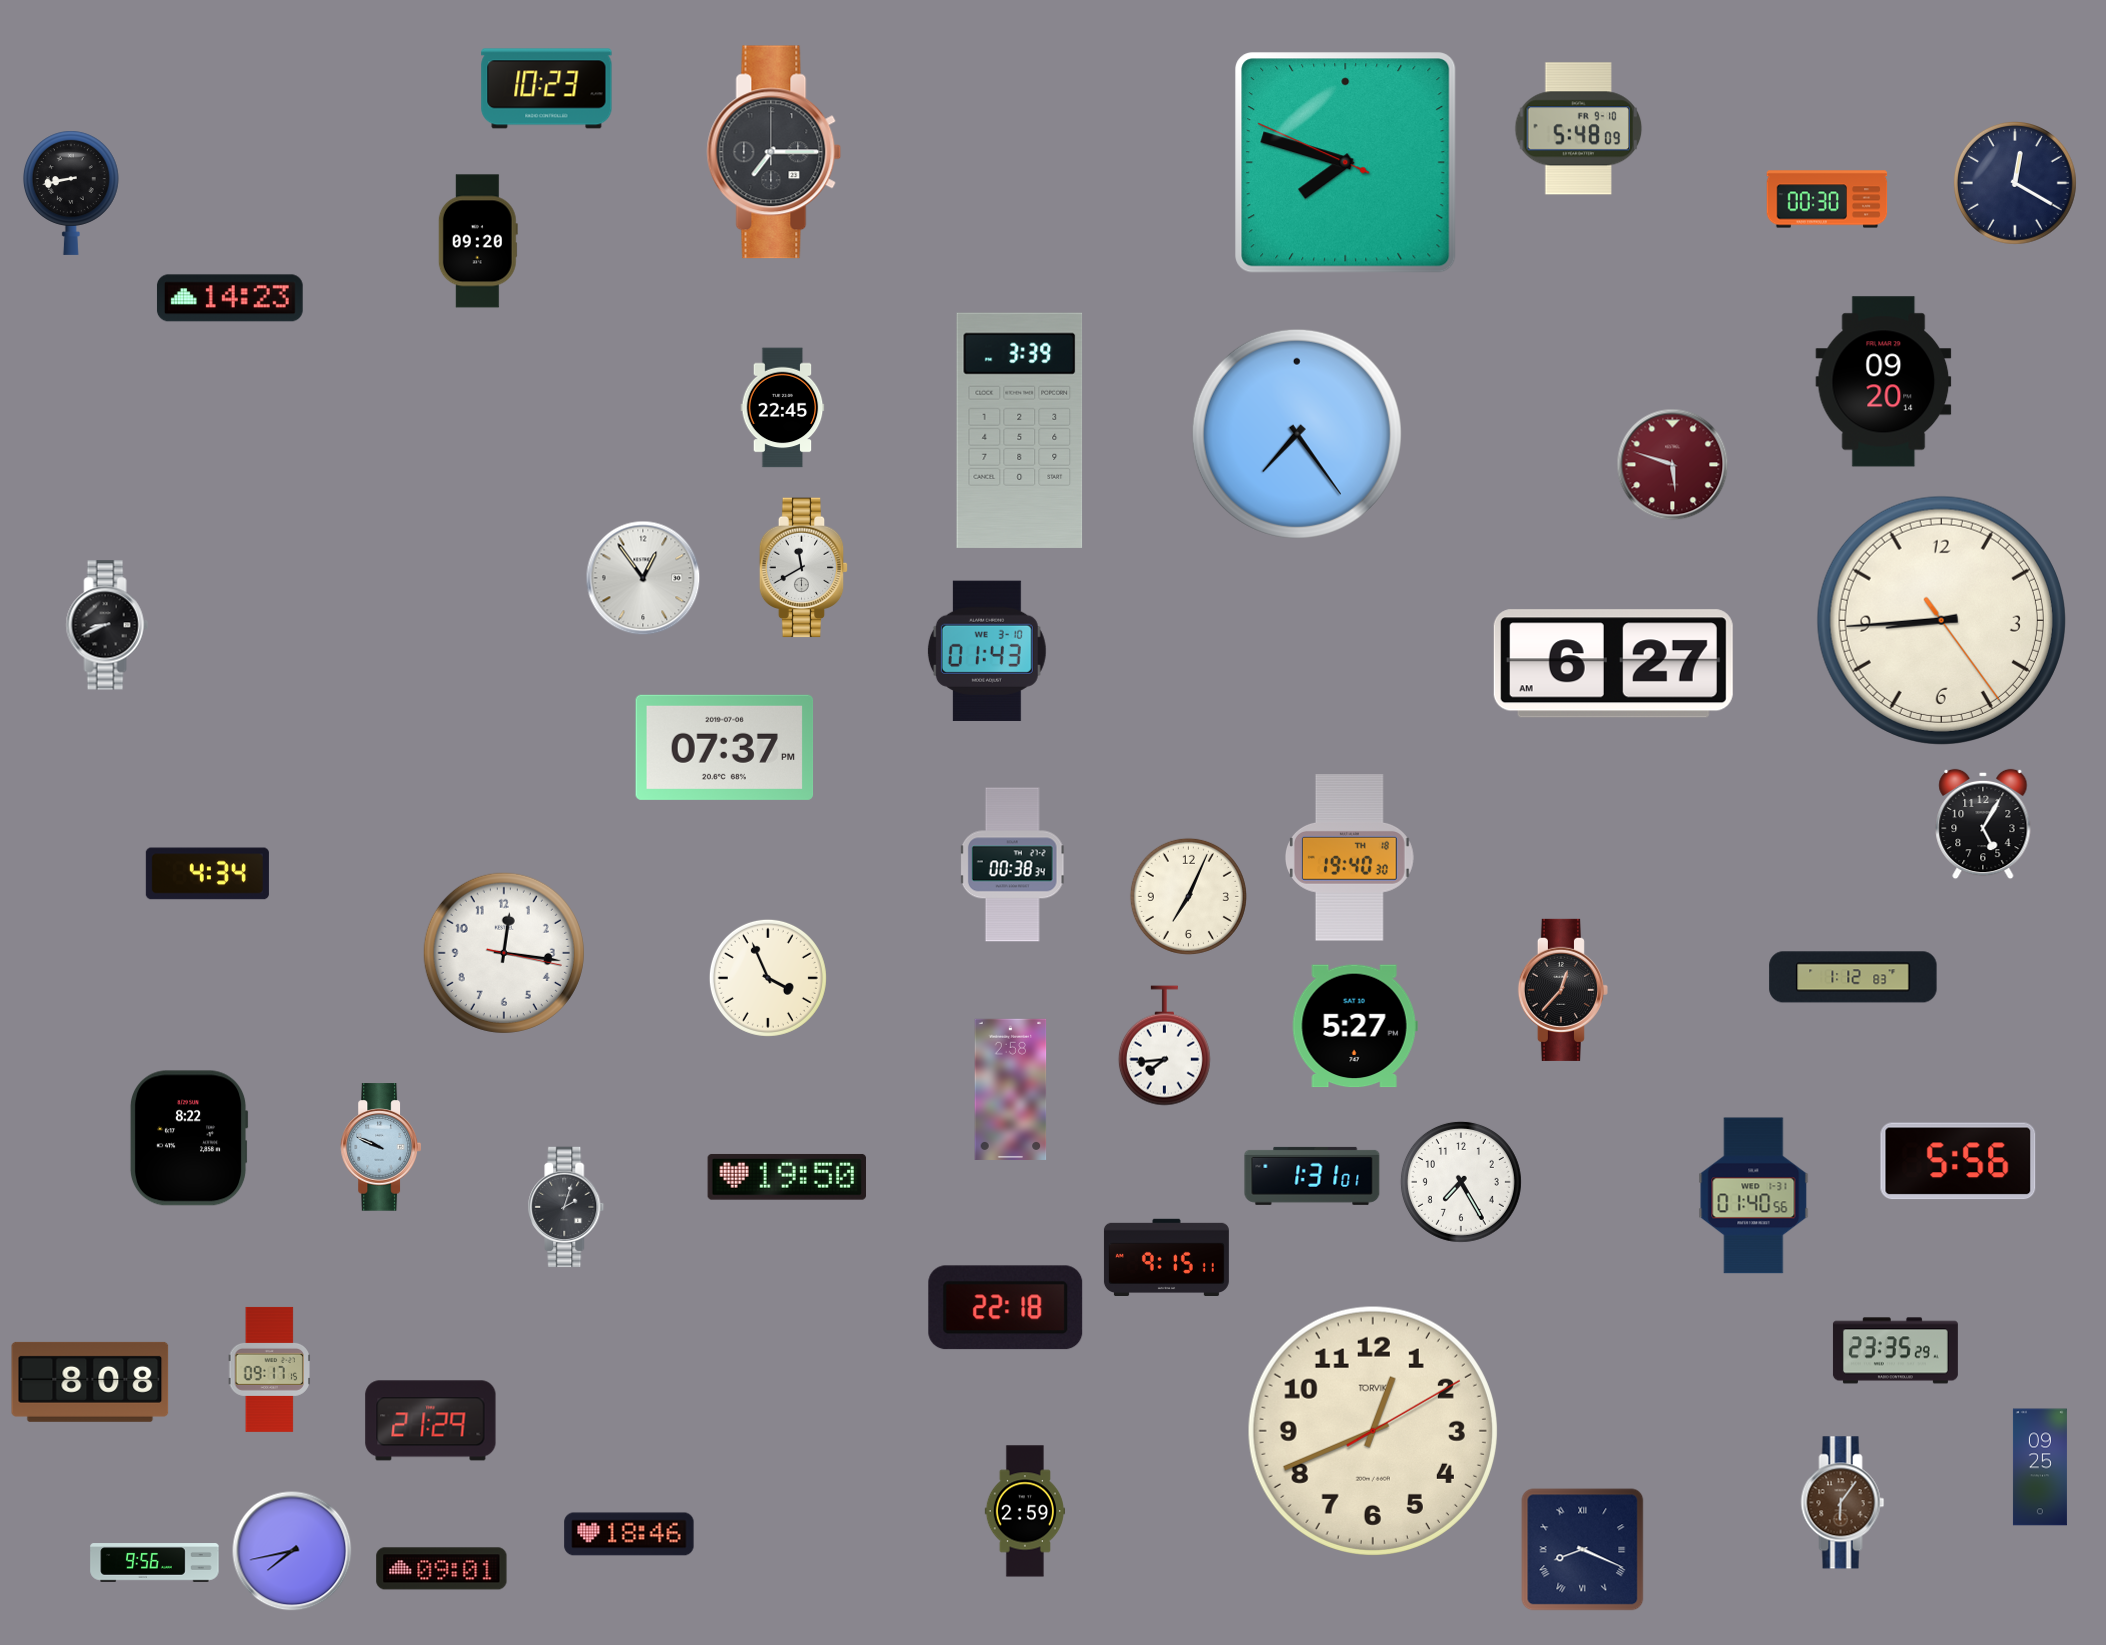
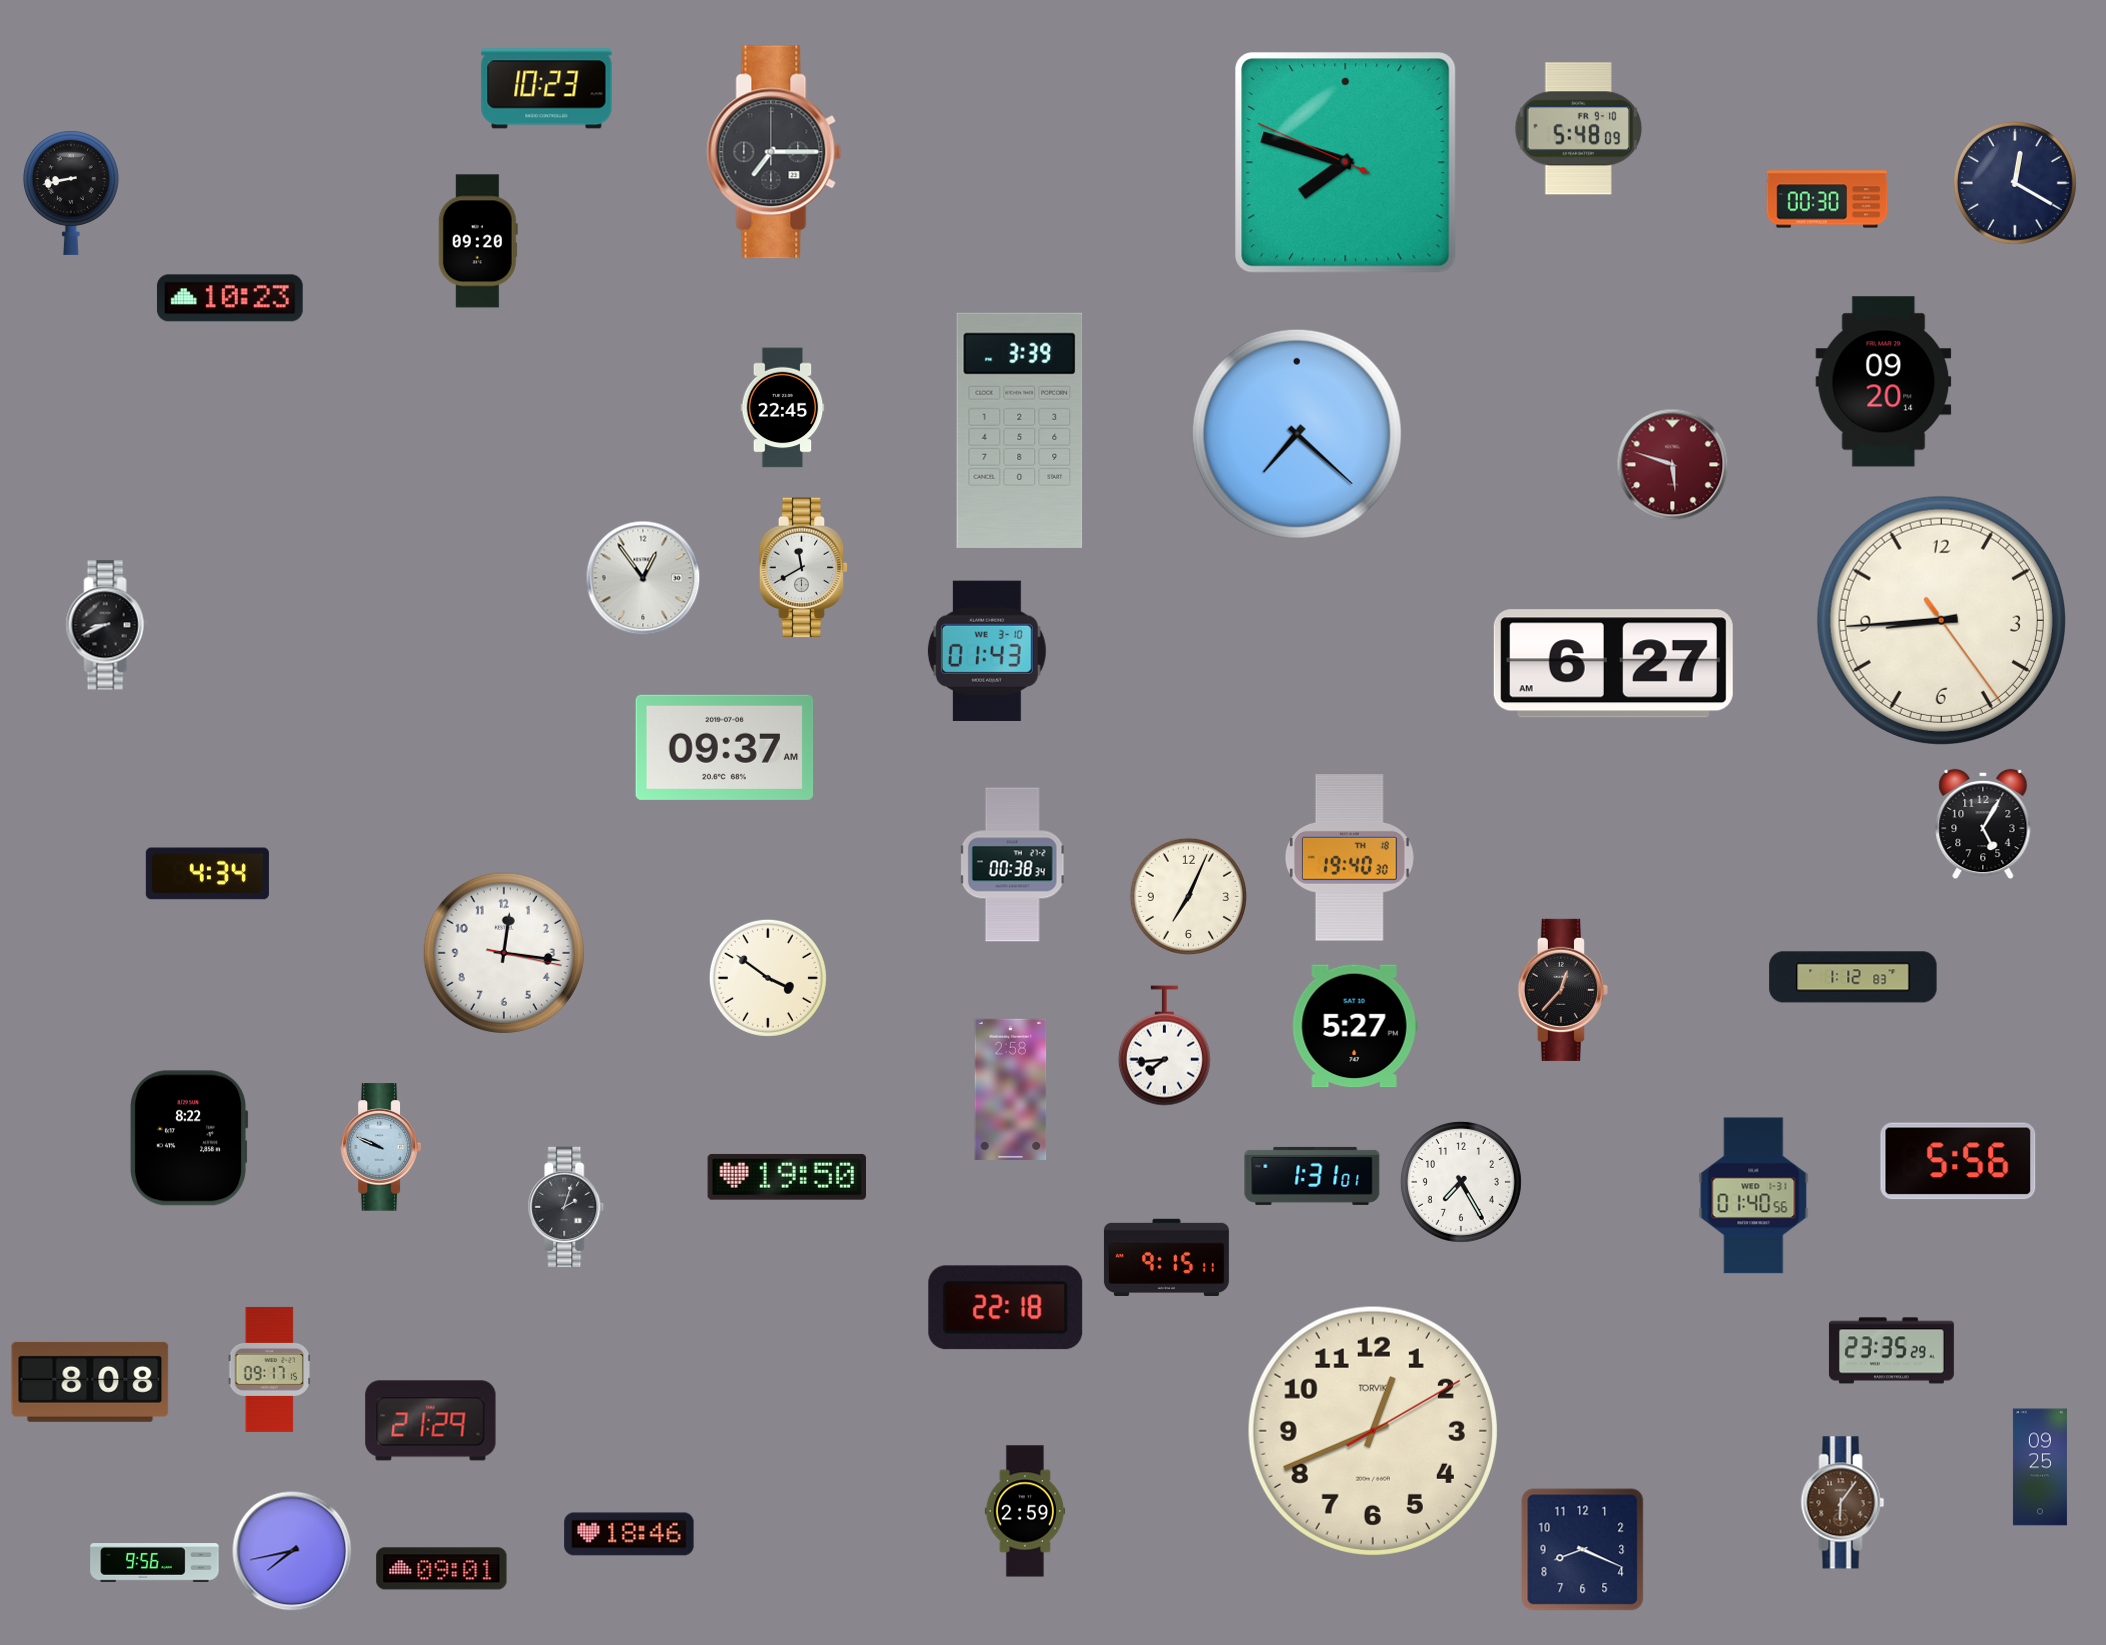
clock at (230, 298): 14:23 -> 10:23
clock at (1297, 434): 7:24 -> 7:22
clock at (725, 747): 07:37 -> 09:37
clock at (768, 978): 3:56 -> 3:51
clock at (1895, 1351) position: (1895, 1351) -> (1891, 1351)
clock at (1583, 1550) numerals: Roman -> Arabic
